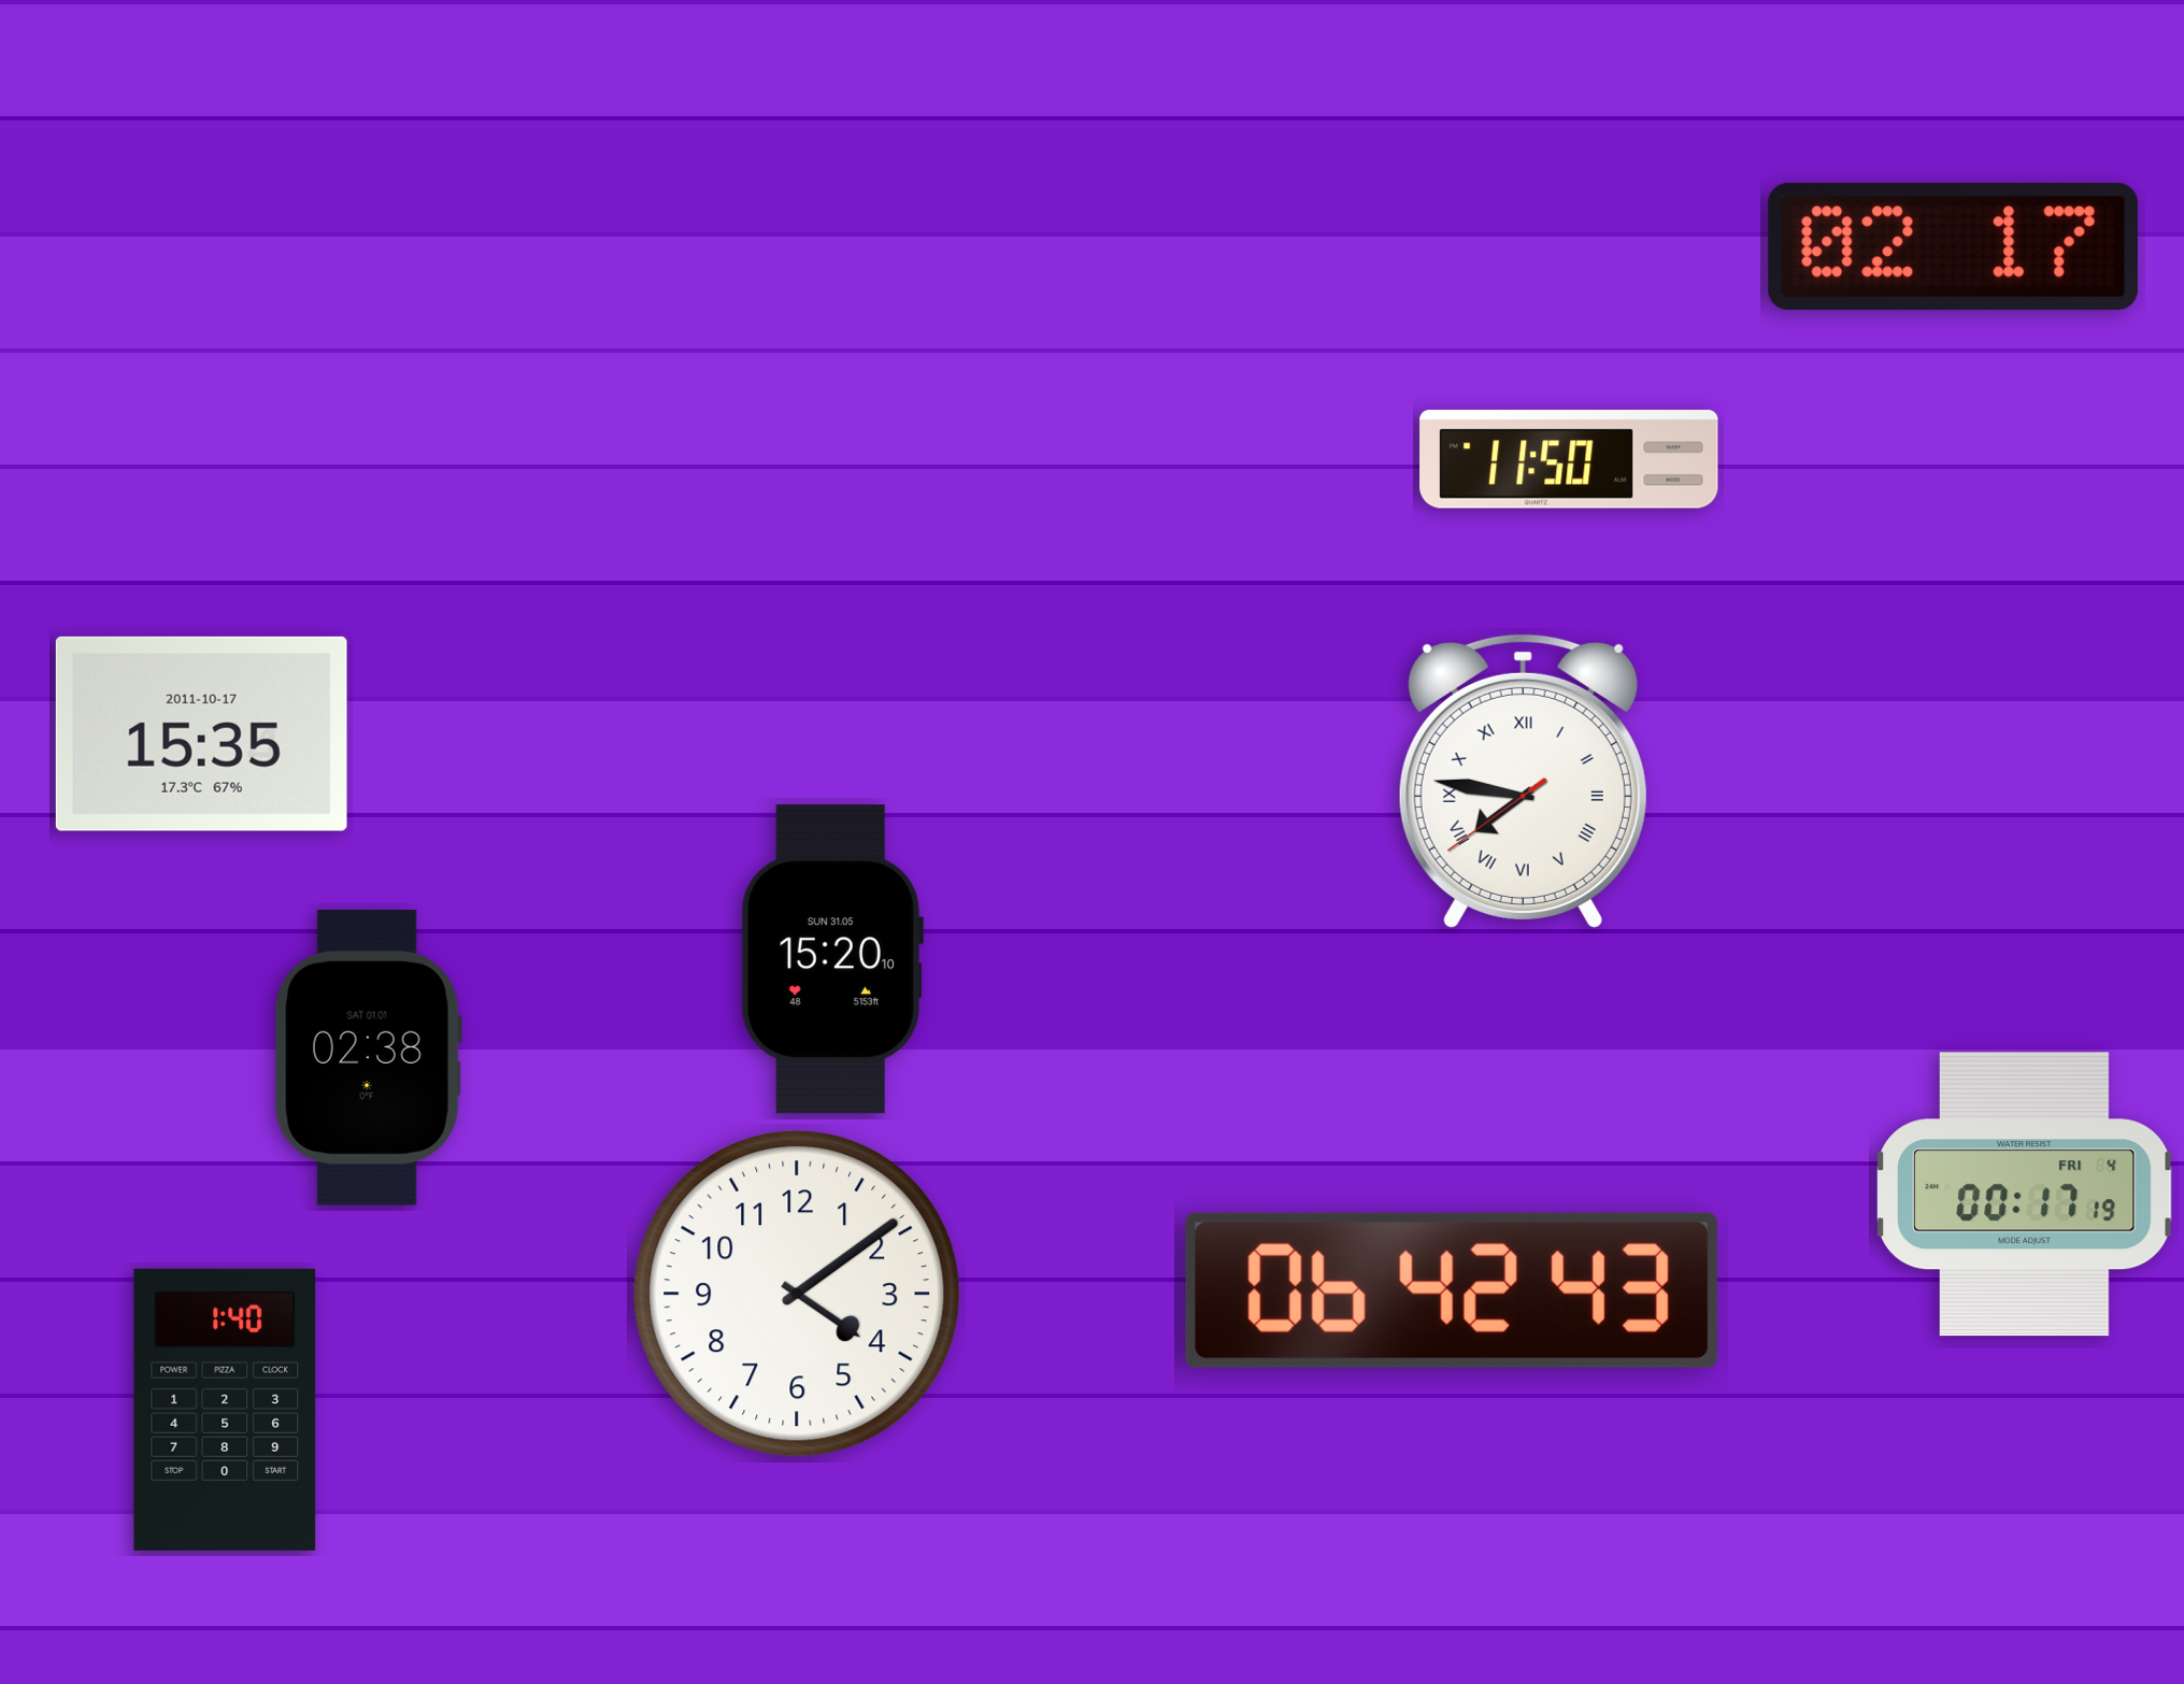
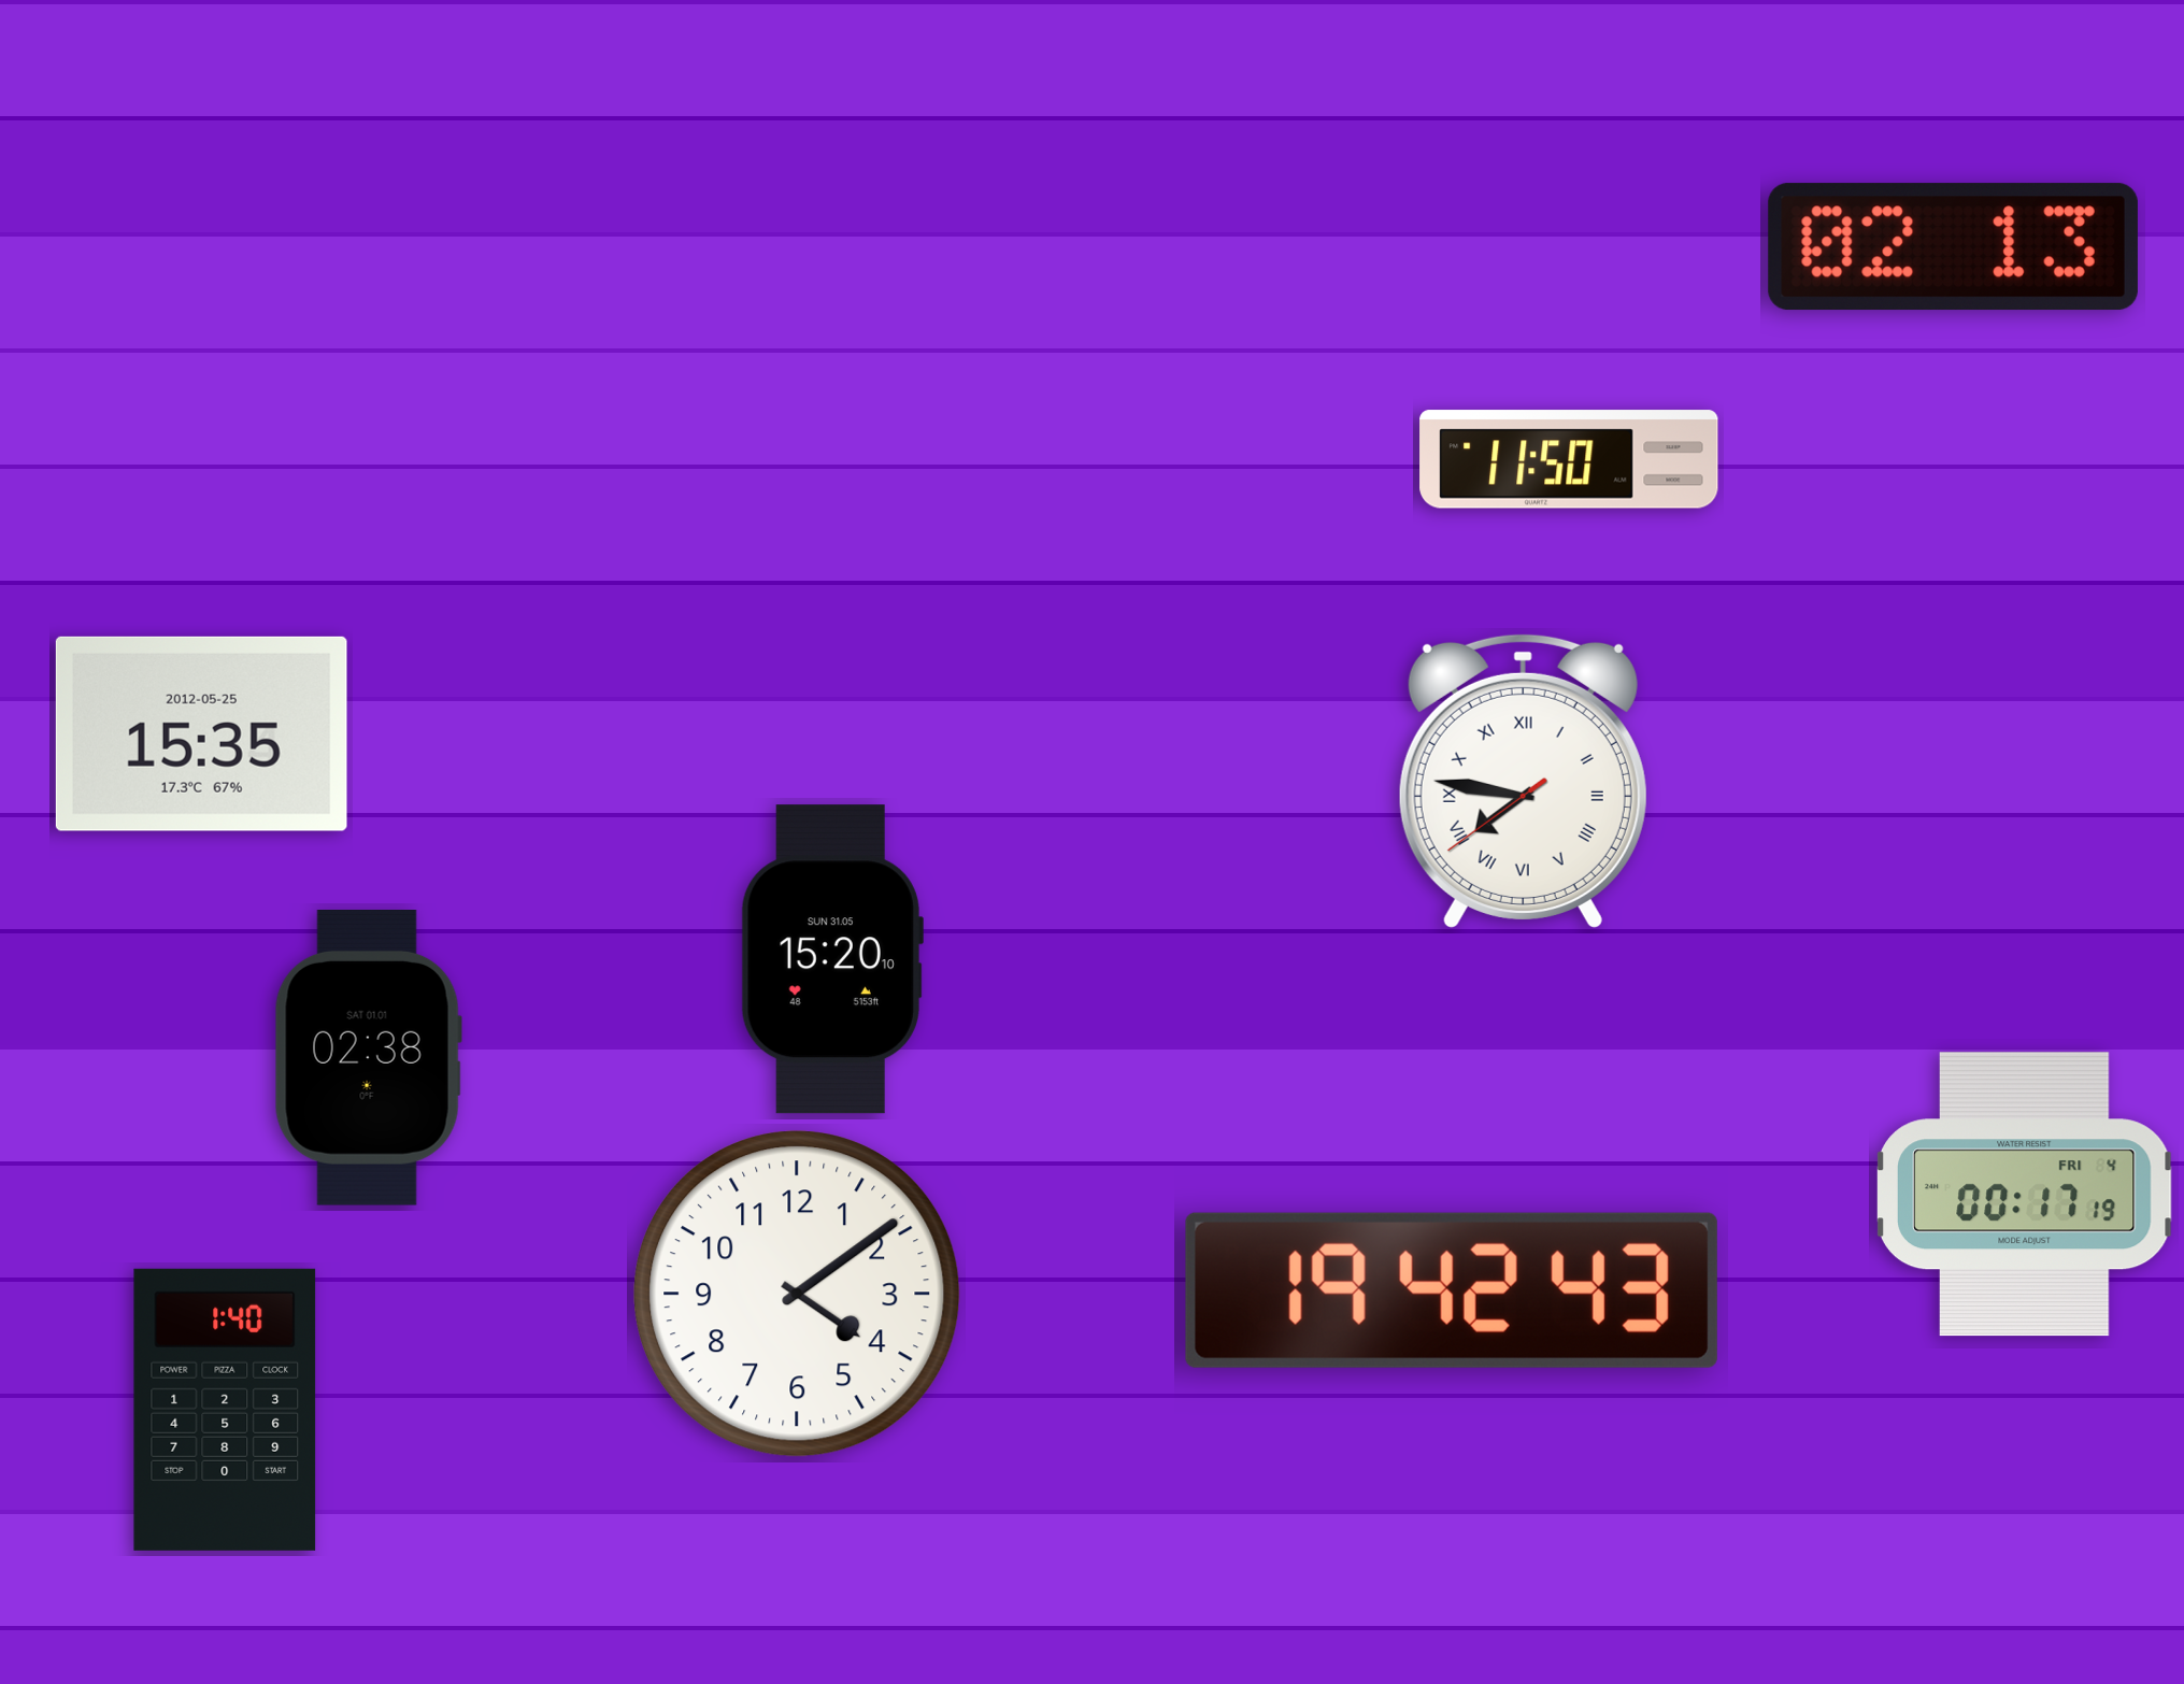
clock at (1953, 247): 02:17 -> 02:13
clock at (201, 733) date: 2011-10-17 -> 2012-05-25
clock at (1452, 1290): 06:42 -> 19:42
